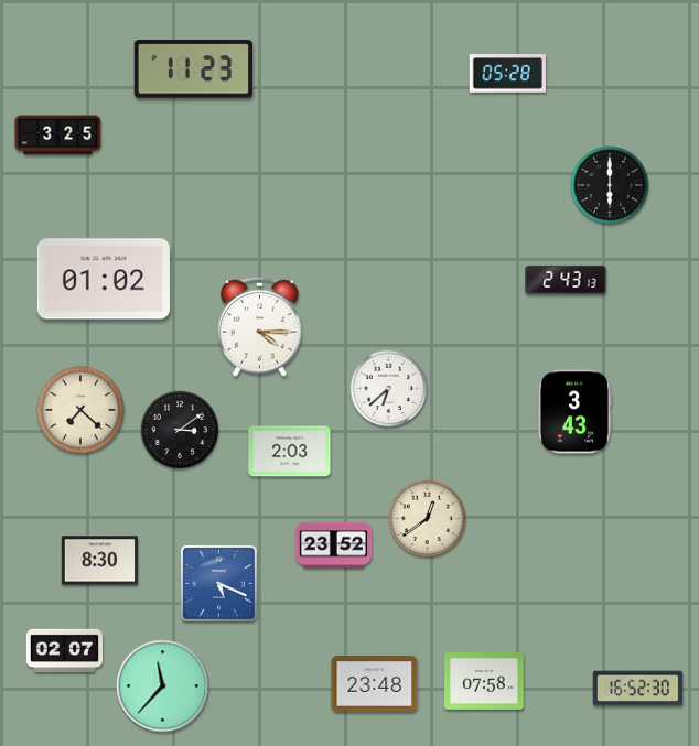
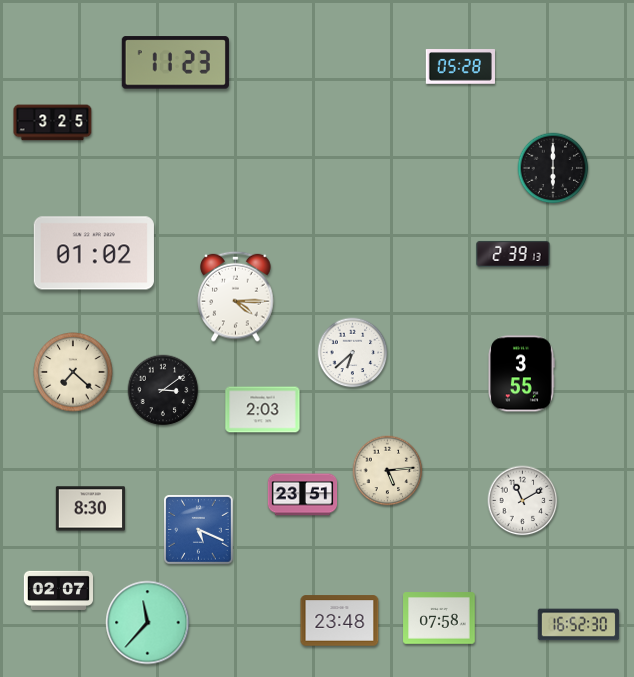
clock at (566, 280): 2:43 -> 2:39
clock at (574, 412): 3:43 -> 3:55
clock at (428, 519): 12:39 -> 5:14
clock at (334, 545): 23:52 -> 23:51
clock at (523, 501): none -> 11:10
